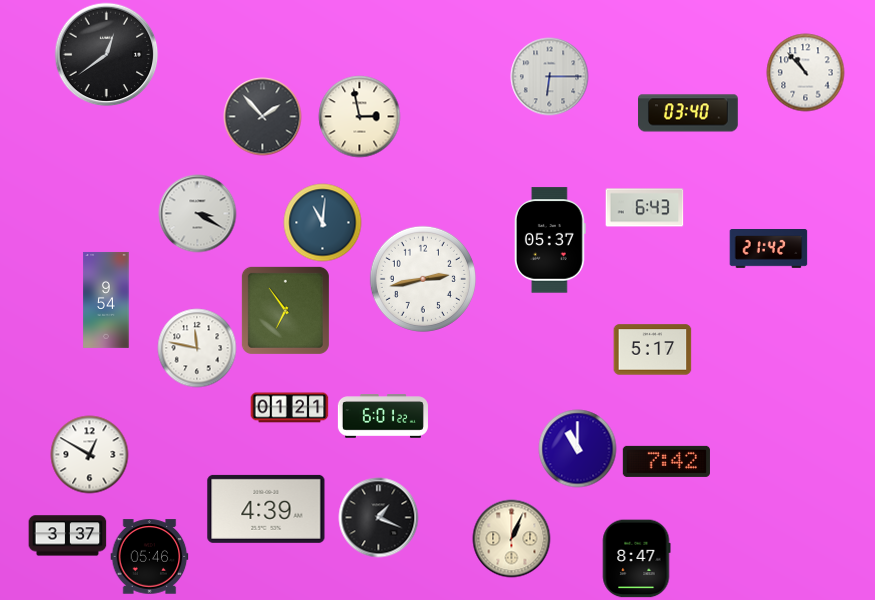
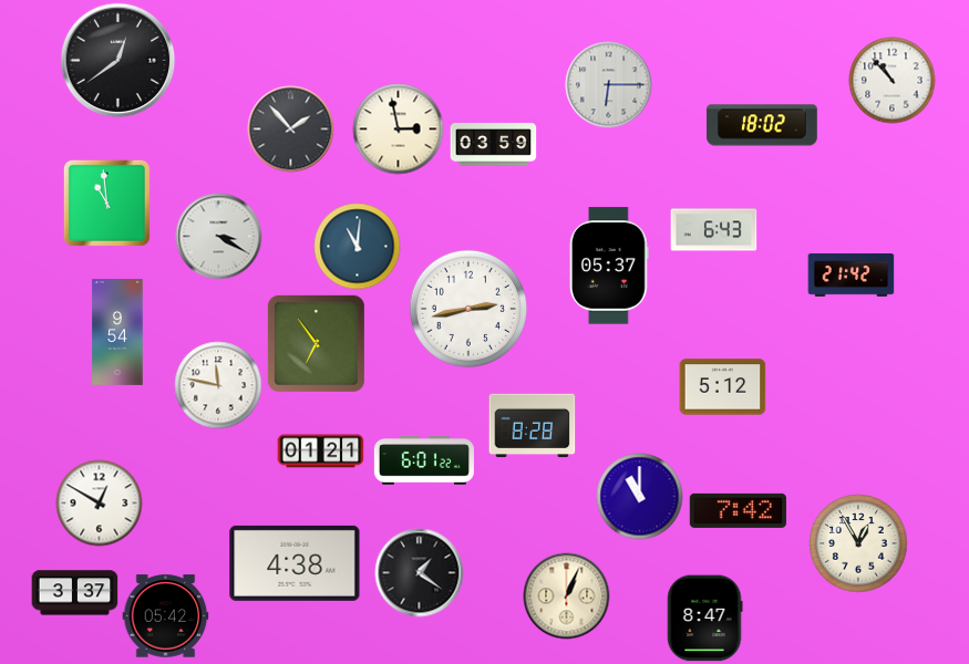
clock at (688, 113): 03:40 -> 18:02
clock at (493, 145): none -> 03:59
clock at (106, 203): none -> 10:59
clock at (652, 350): 5:17 -> 5:12
clock at (532, 426): none -> 8:28
clock at (858, 543): none -> 12:55
clock at (266, 509): 4:39 -> 4:38
clock at (378, 517): 1:19 -> 1:21
clock at (149, 557): 05:46 -> 05:42
